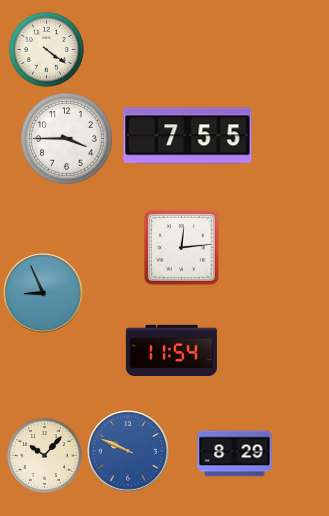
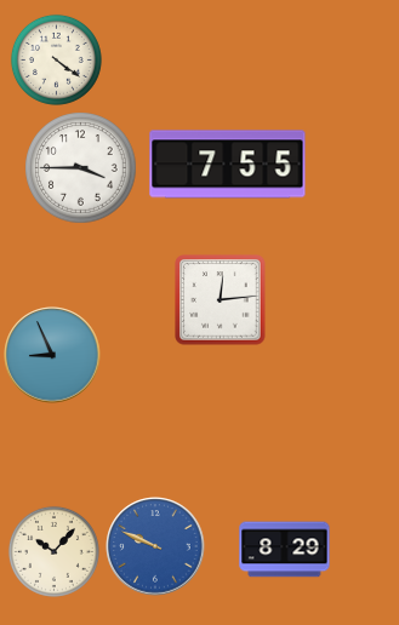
clock at (171, 350): 11:54 -> none
